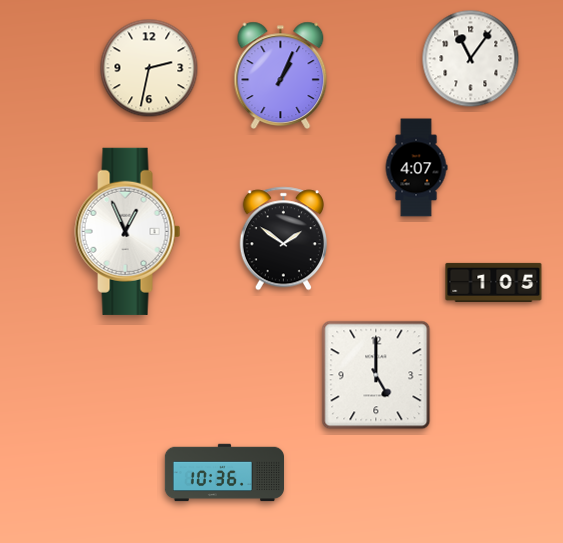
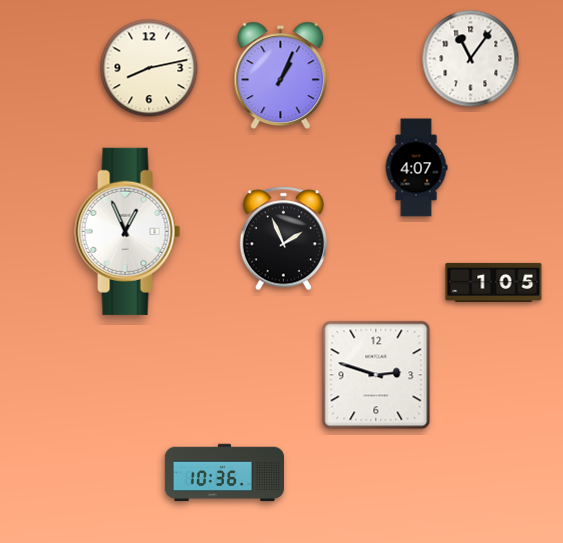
clock at (149, 68): 2:32 -> 8:13
clock at (283, 239): 1:51 -> 1:56
clock at (376, 375): 5:00 -> 2:48
